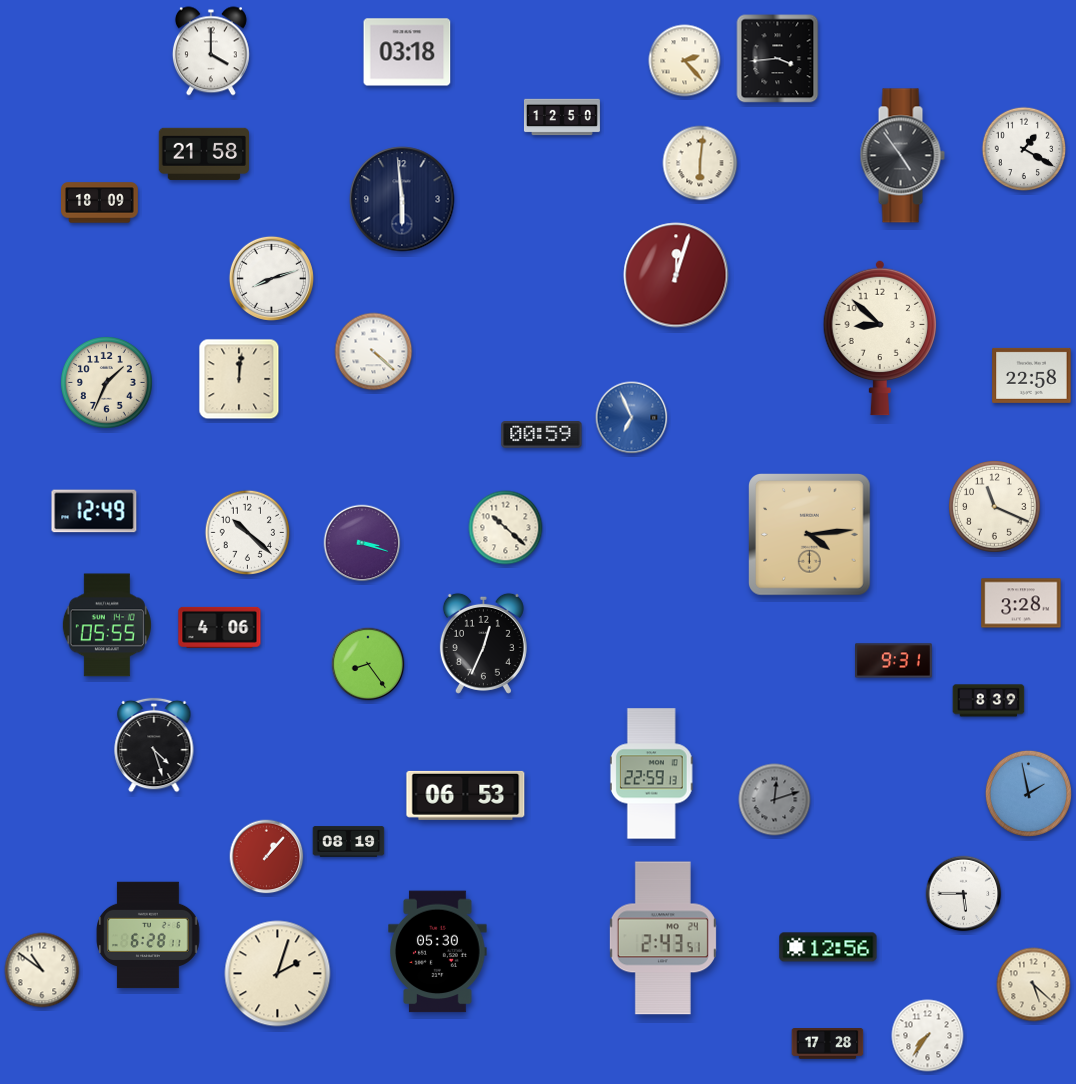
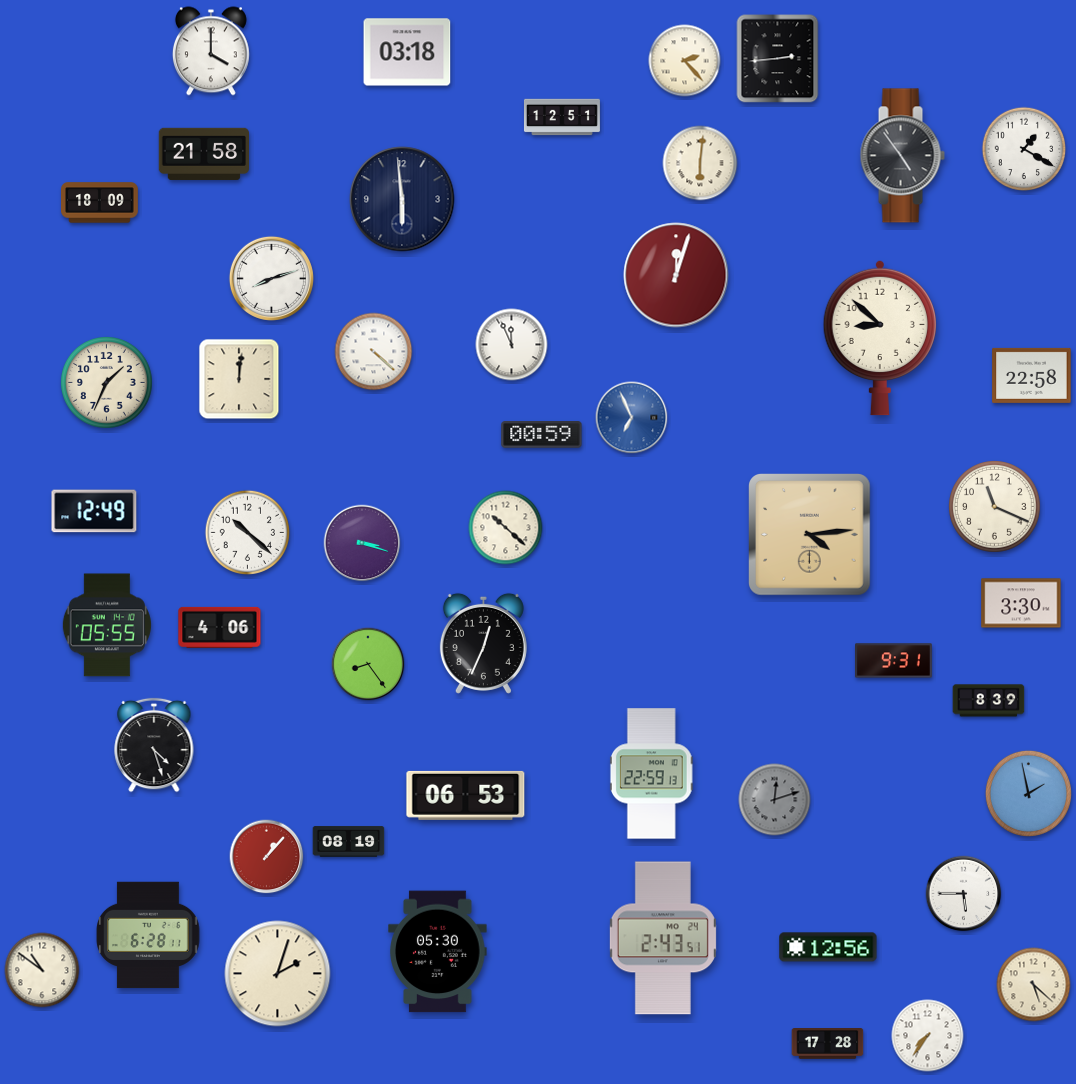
clock at (778, 59): 3:44 -> 2:44
clock at (562, 117): 12:50 -> 12:51
clock at (512, 345): none -> 11:56
clock at (1021, 603): 3:28 -> 3:30
